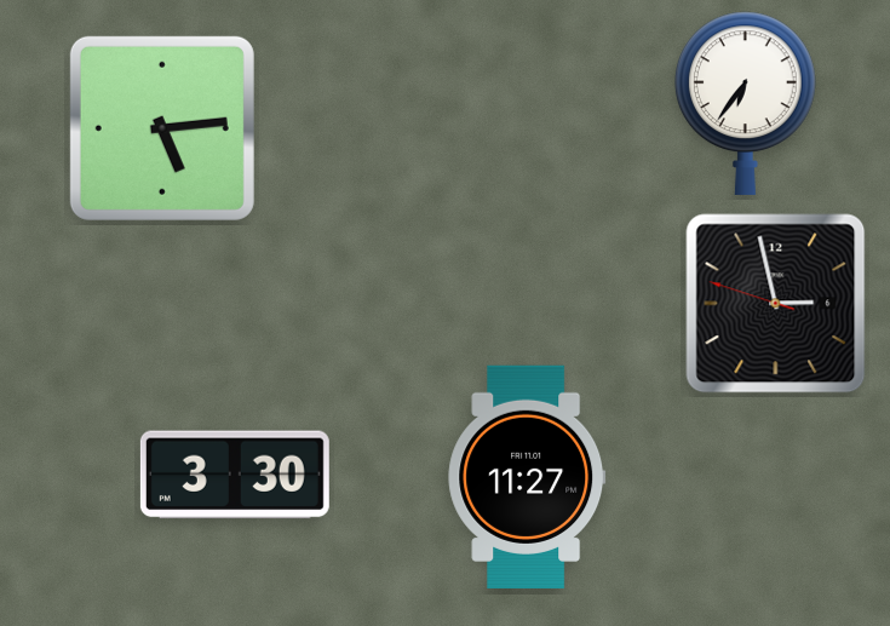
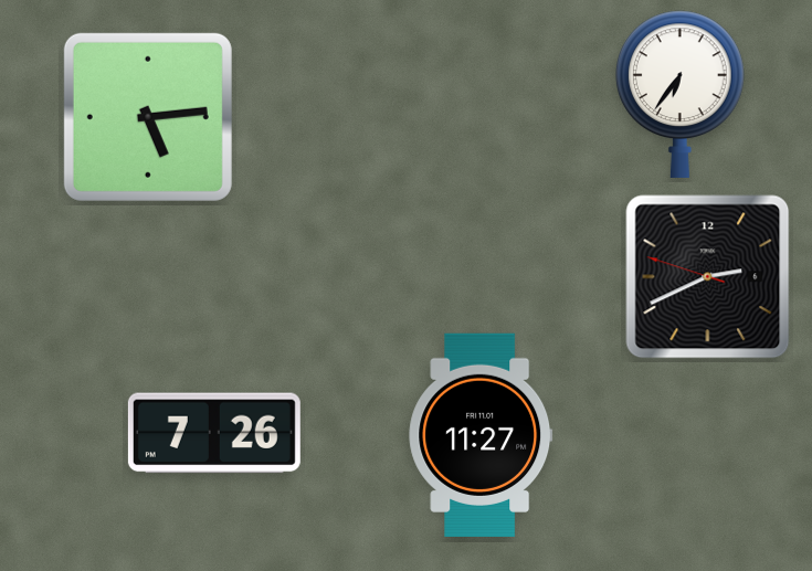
clock at (776, 304): 2:57 -> 2:40
clock at (235, 475): 3:30 -> 7:26
